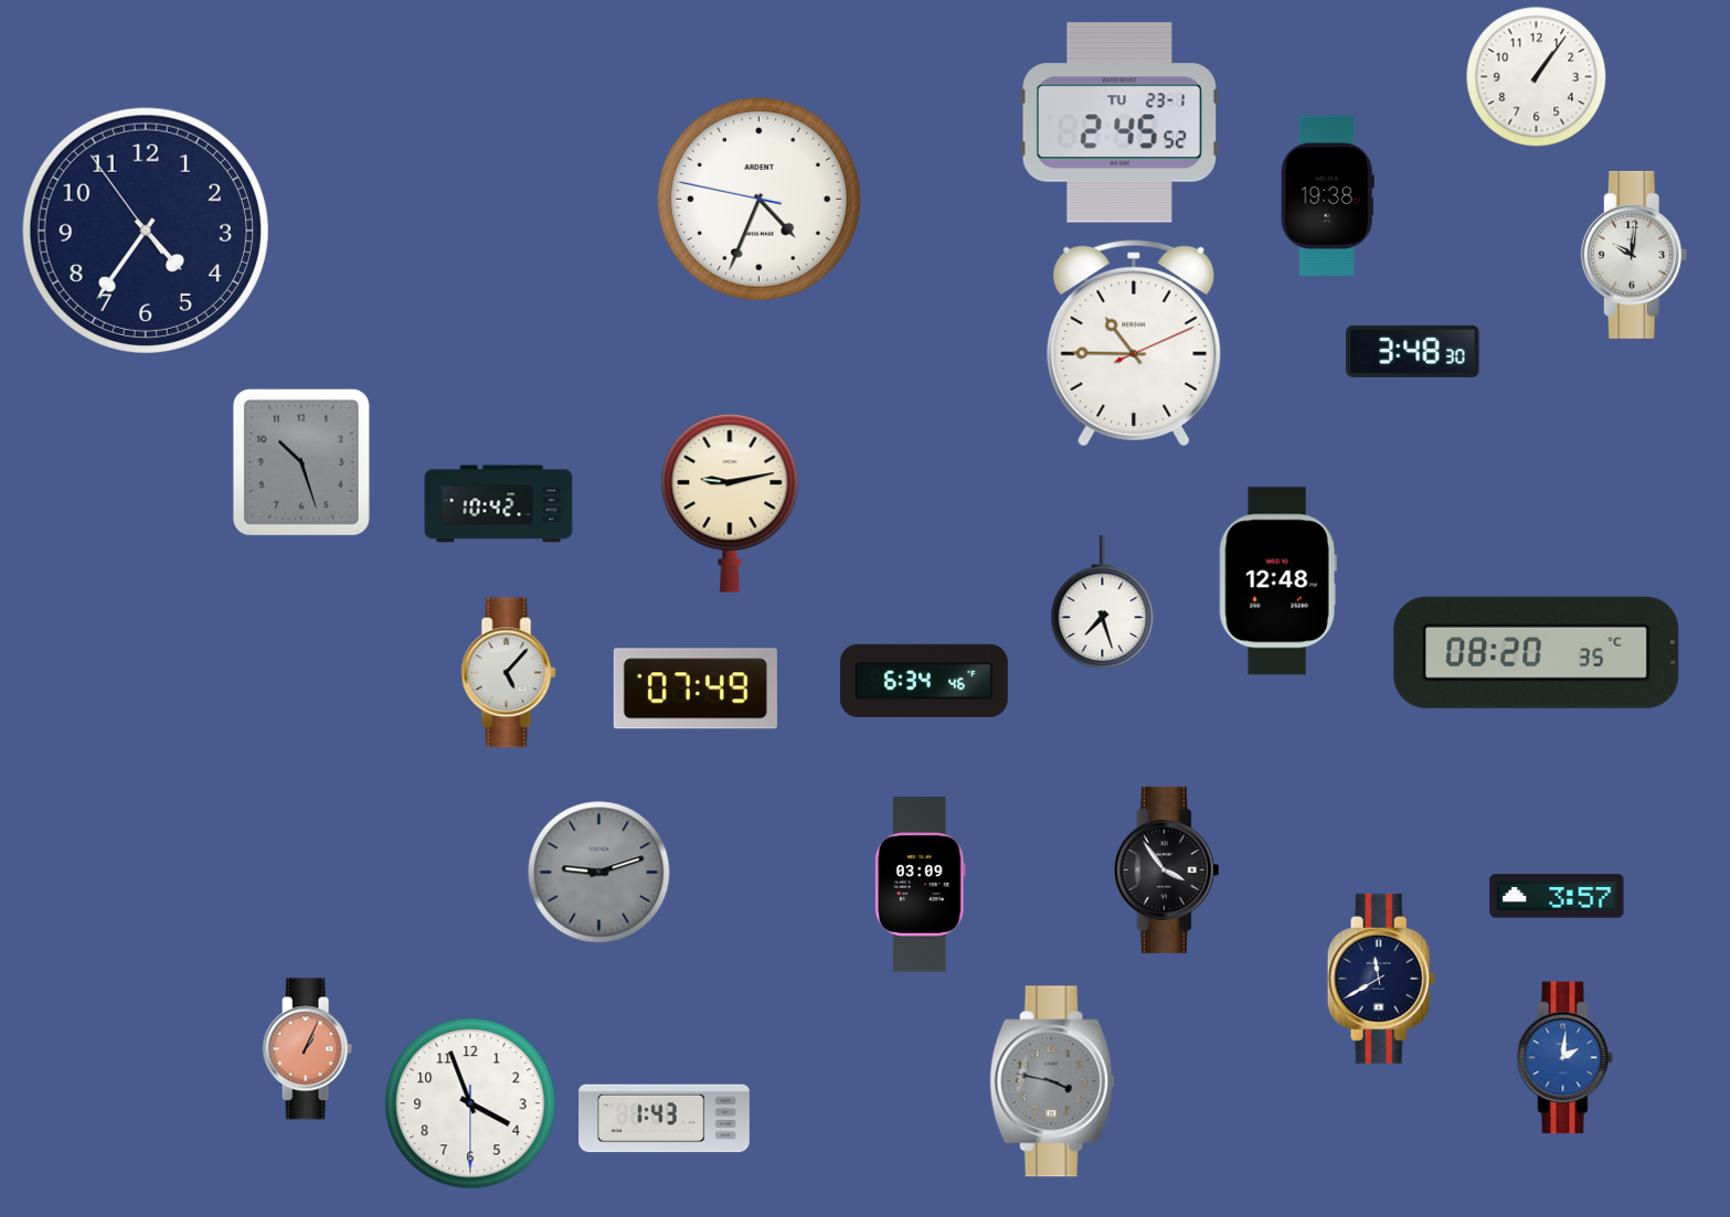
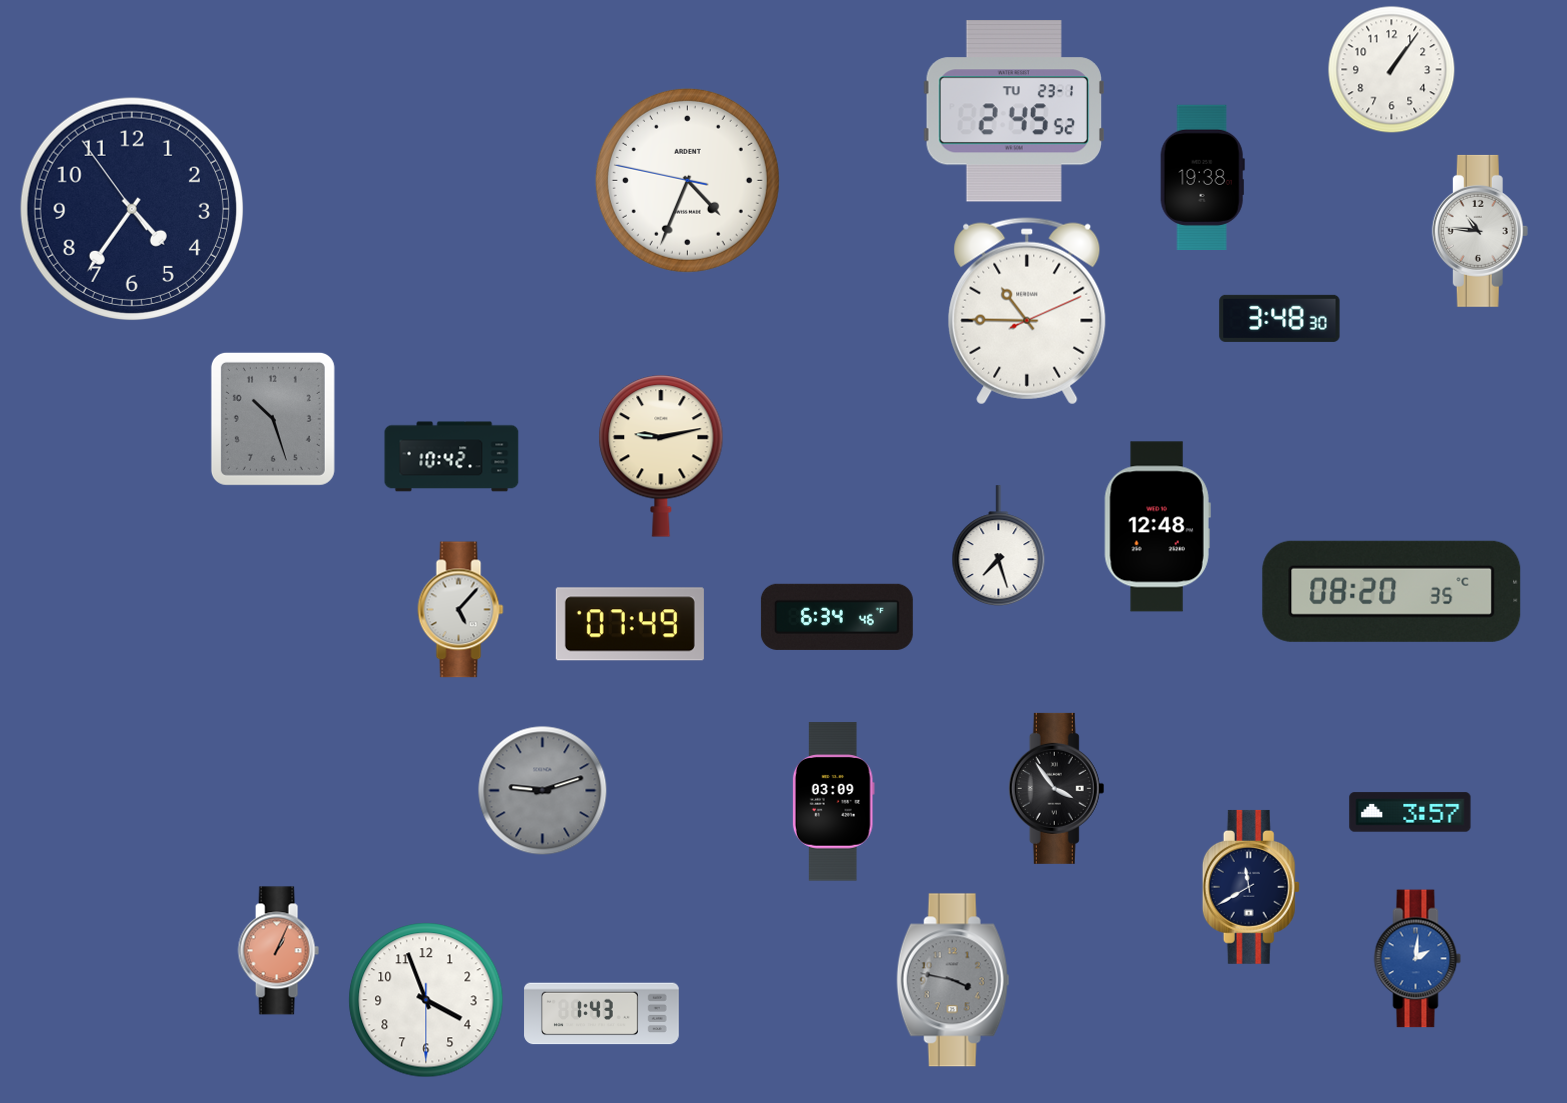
clock at (1634, 255): 10:01 -> 10:46
